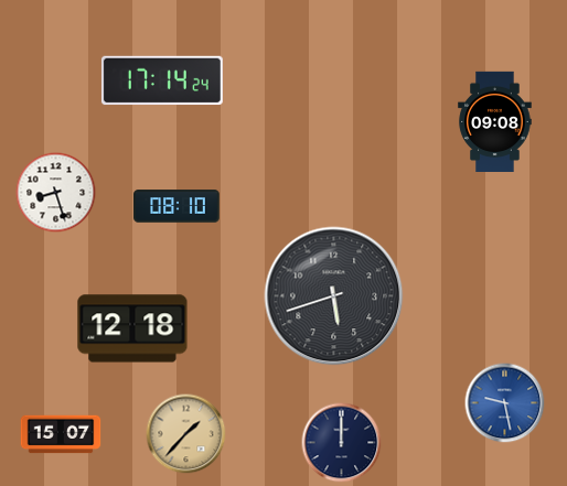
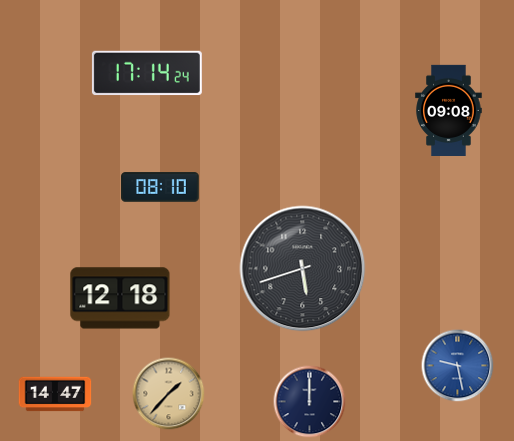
clock at (56, 193): 8:27 -> none
clock at (61, 434): 15:07 -> 14:47
